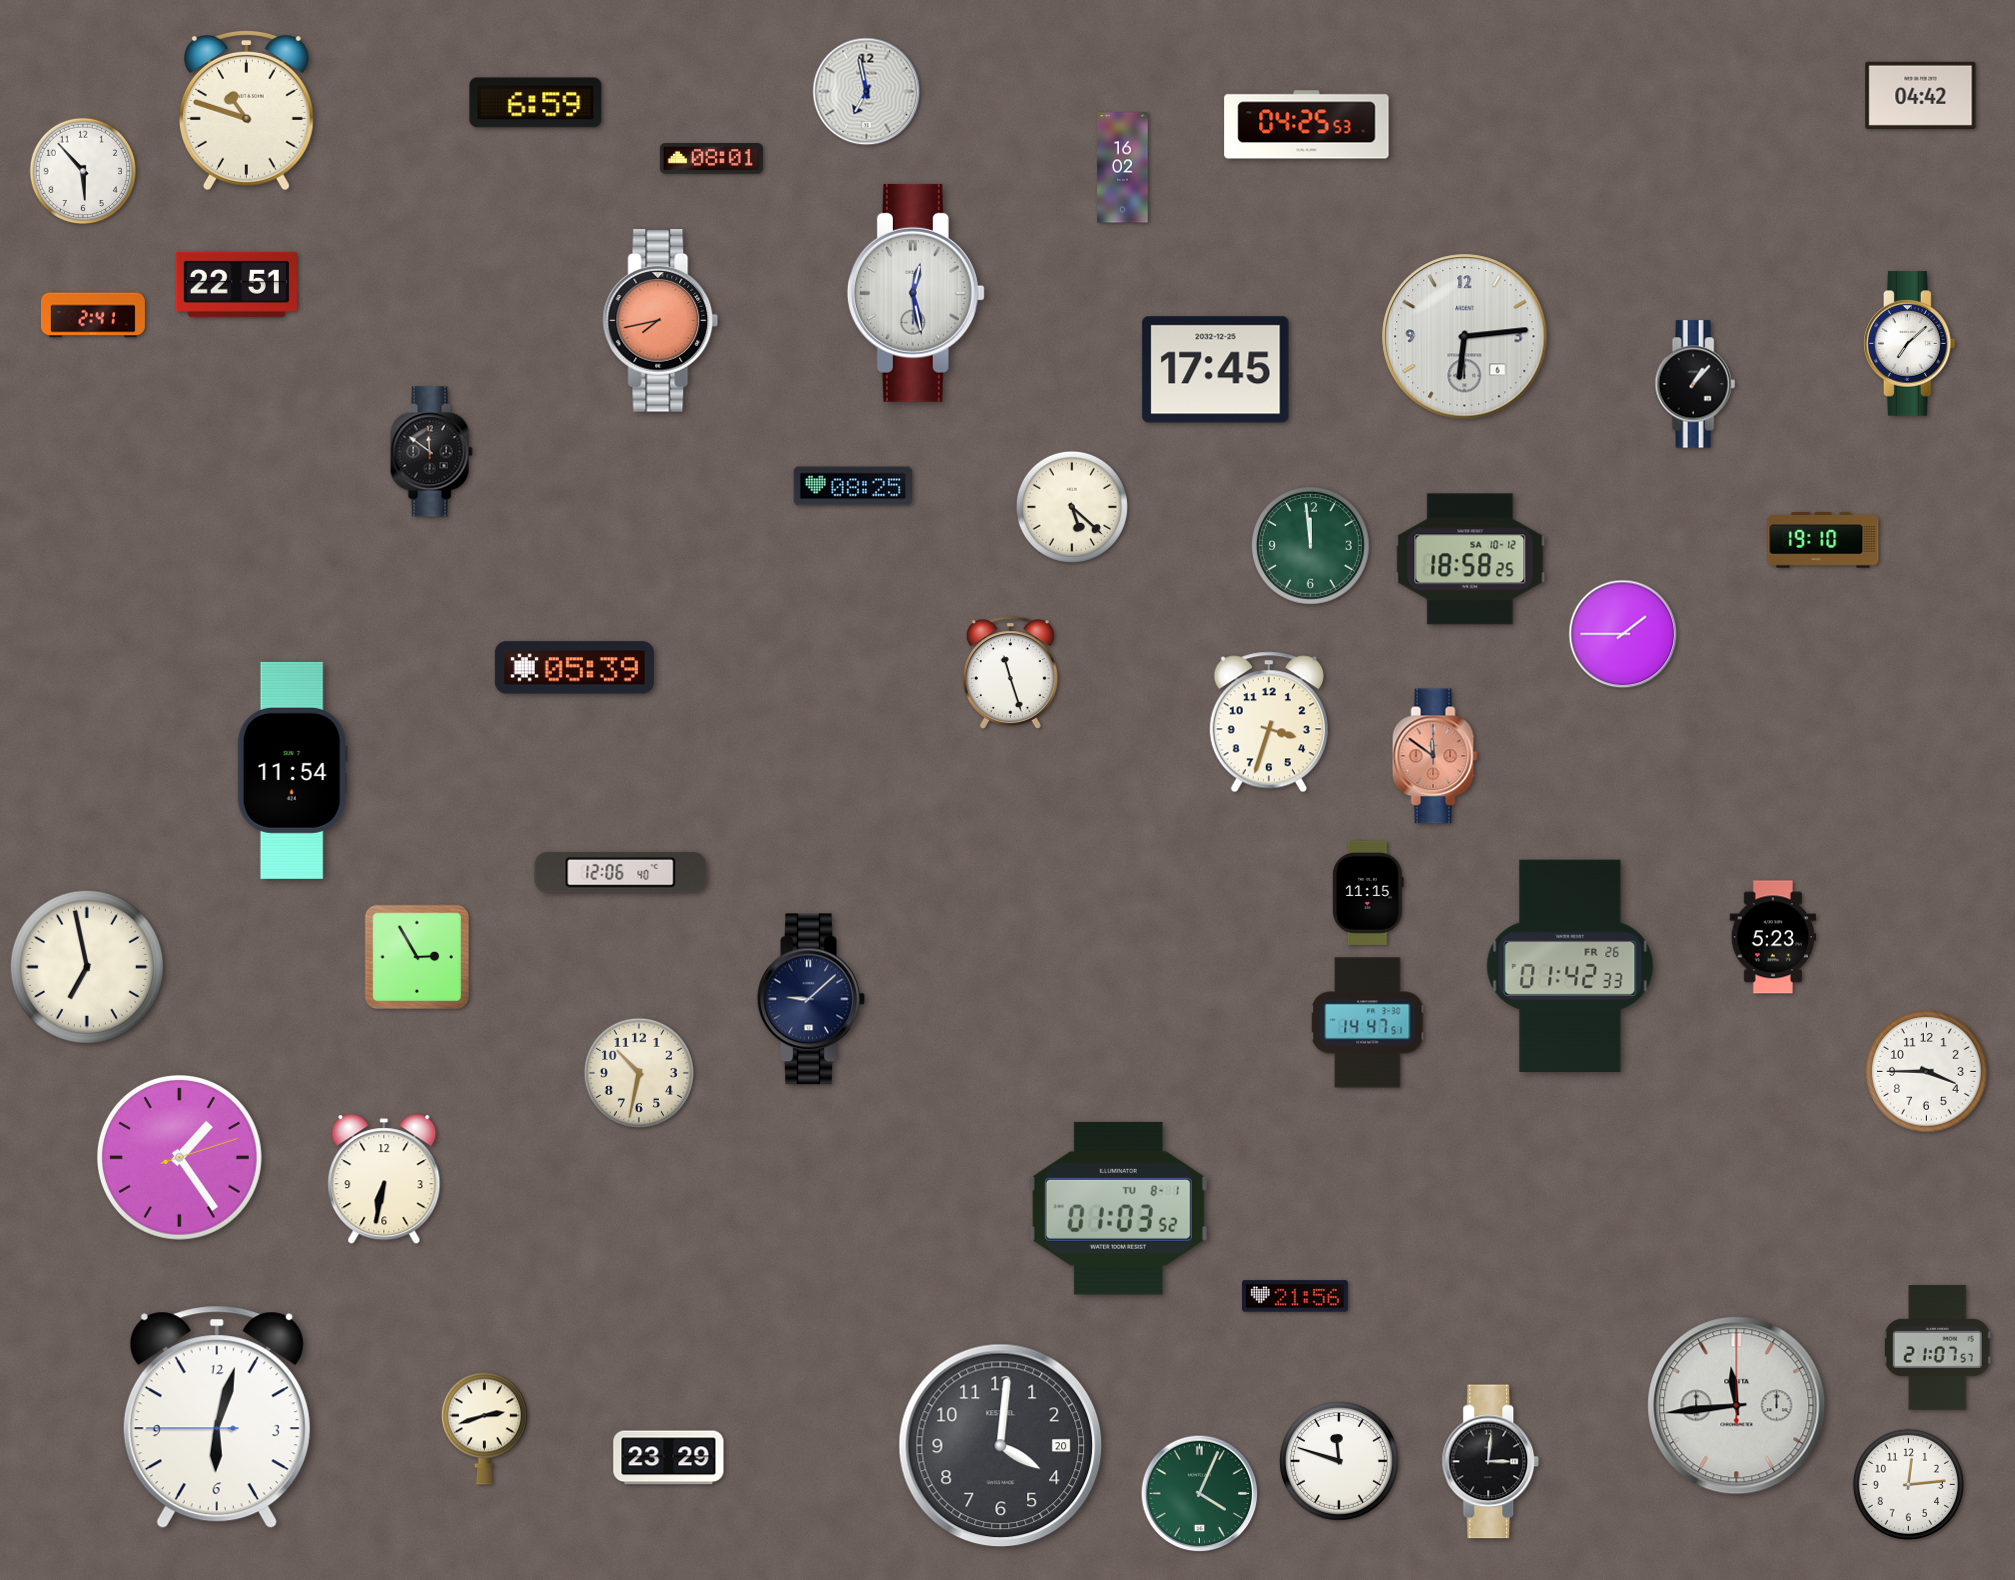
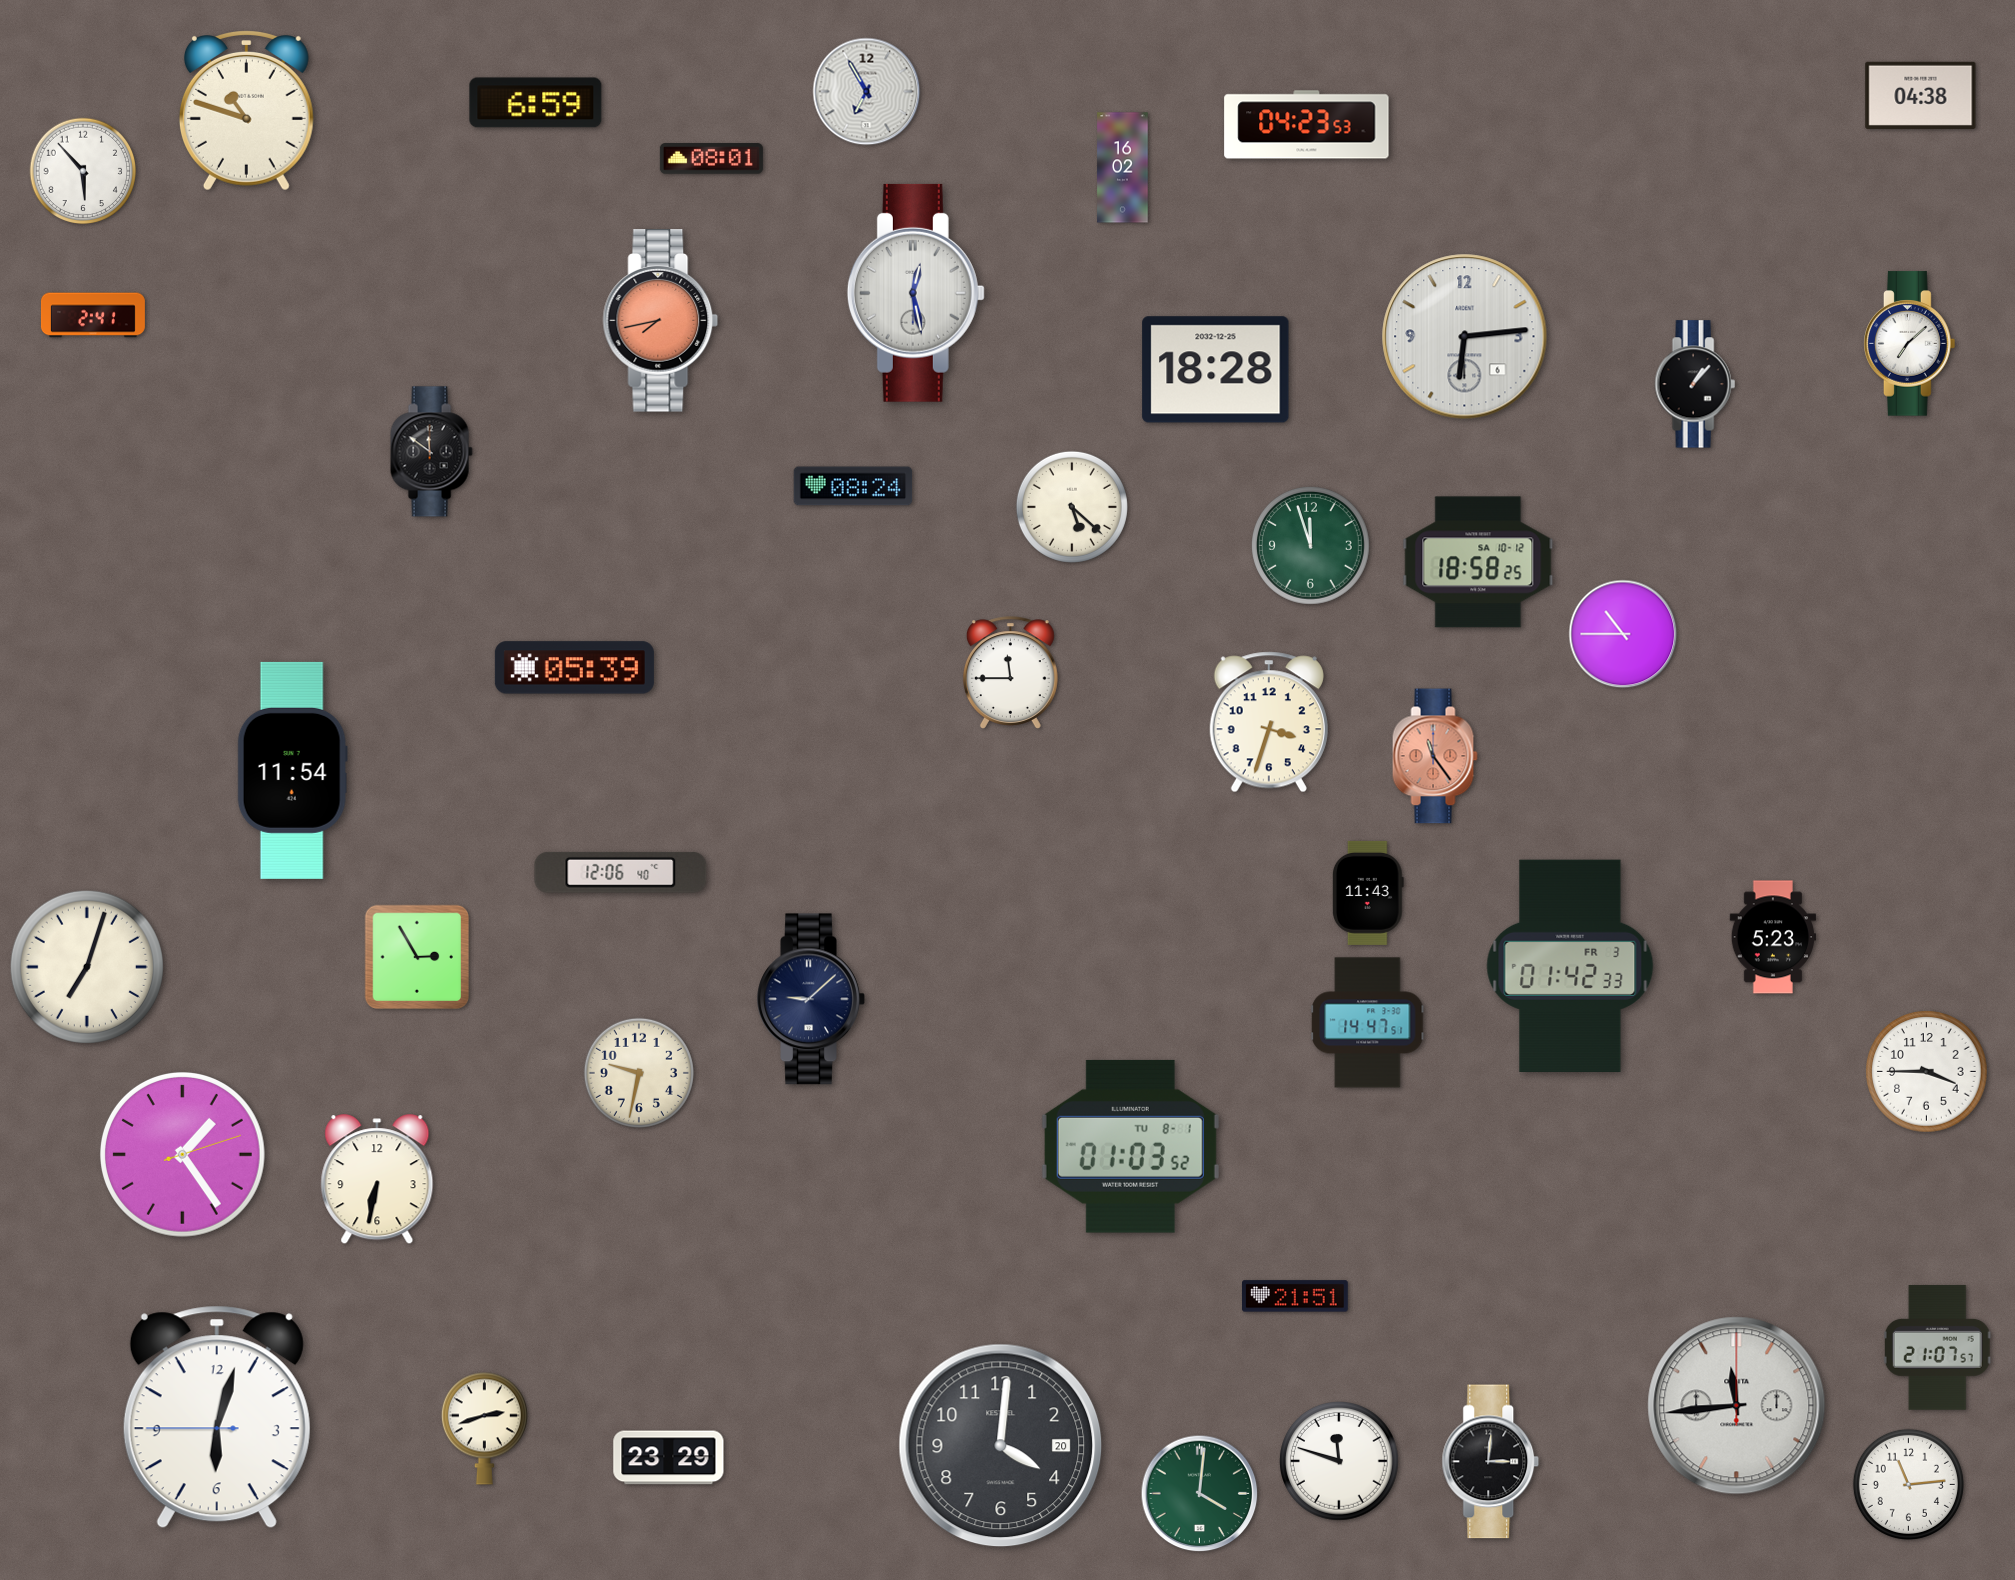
clock at (867, 92): 6:58 -> 6:55
clock at (1921, 95): 04:42 -> 04:38
clock at (1307, 125): 04:25 -> 04:23
clock at (236, 284): 22:51 -> none
clock at (1216, 370): 17:45 -> 18:28
clock at (853, 486): 08:25 -> 08:24
clock at (1823, 540): 19:10 -> none
clock at (1310, 545): 11:59 -> 11:57
clock at (1470, 559) position: (1470, 559) -> (1478, 562)
clock at (1623, 634): 1:45 -> 10:45
clock at (1010, 673): 11:27 -> 11:45
clock at (1435, 756): 11:51 -> 11:24
clock at (1368, 893): 11:15 -> 11:43
clock at (1570, 965) date: FR 26 -> FR 3
clock at (87, 967): 6:58 -> 7:03
clock at (639, 1073): 10:32 -> 9:32
clock at (179, 1157) position: (179, 1157) -> (182, 1154)
clock at (384, 1180) position: (384, 1180) -> (377, 1180)
clock at (1118, 1208) position: (1118, 1208) -> (1130, 1146)
clock at (1295, 1296): 21:56 -> 21:51
clock at (1908, 1484): 12:14 -> 11:14
clock at (1200, 1494): 4:04 -> 4:01
